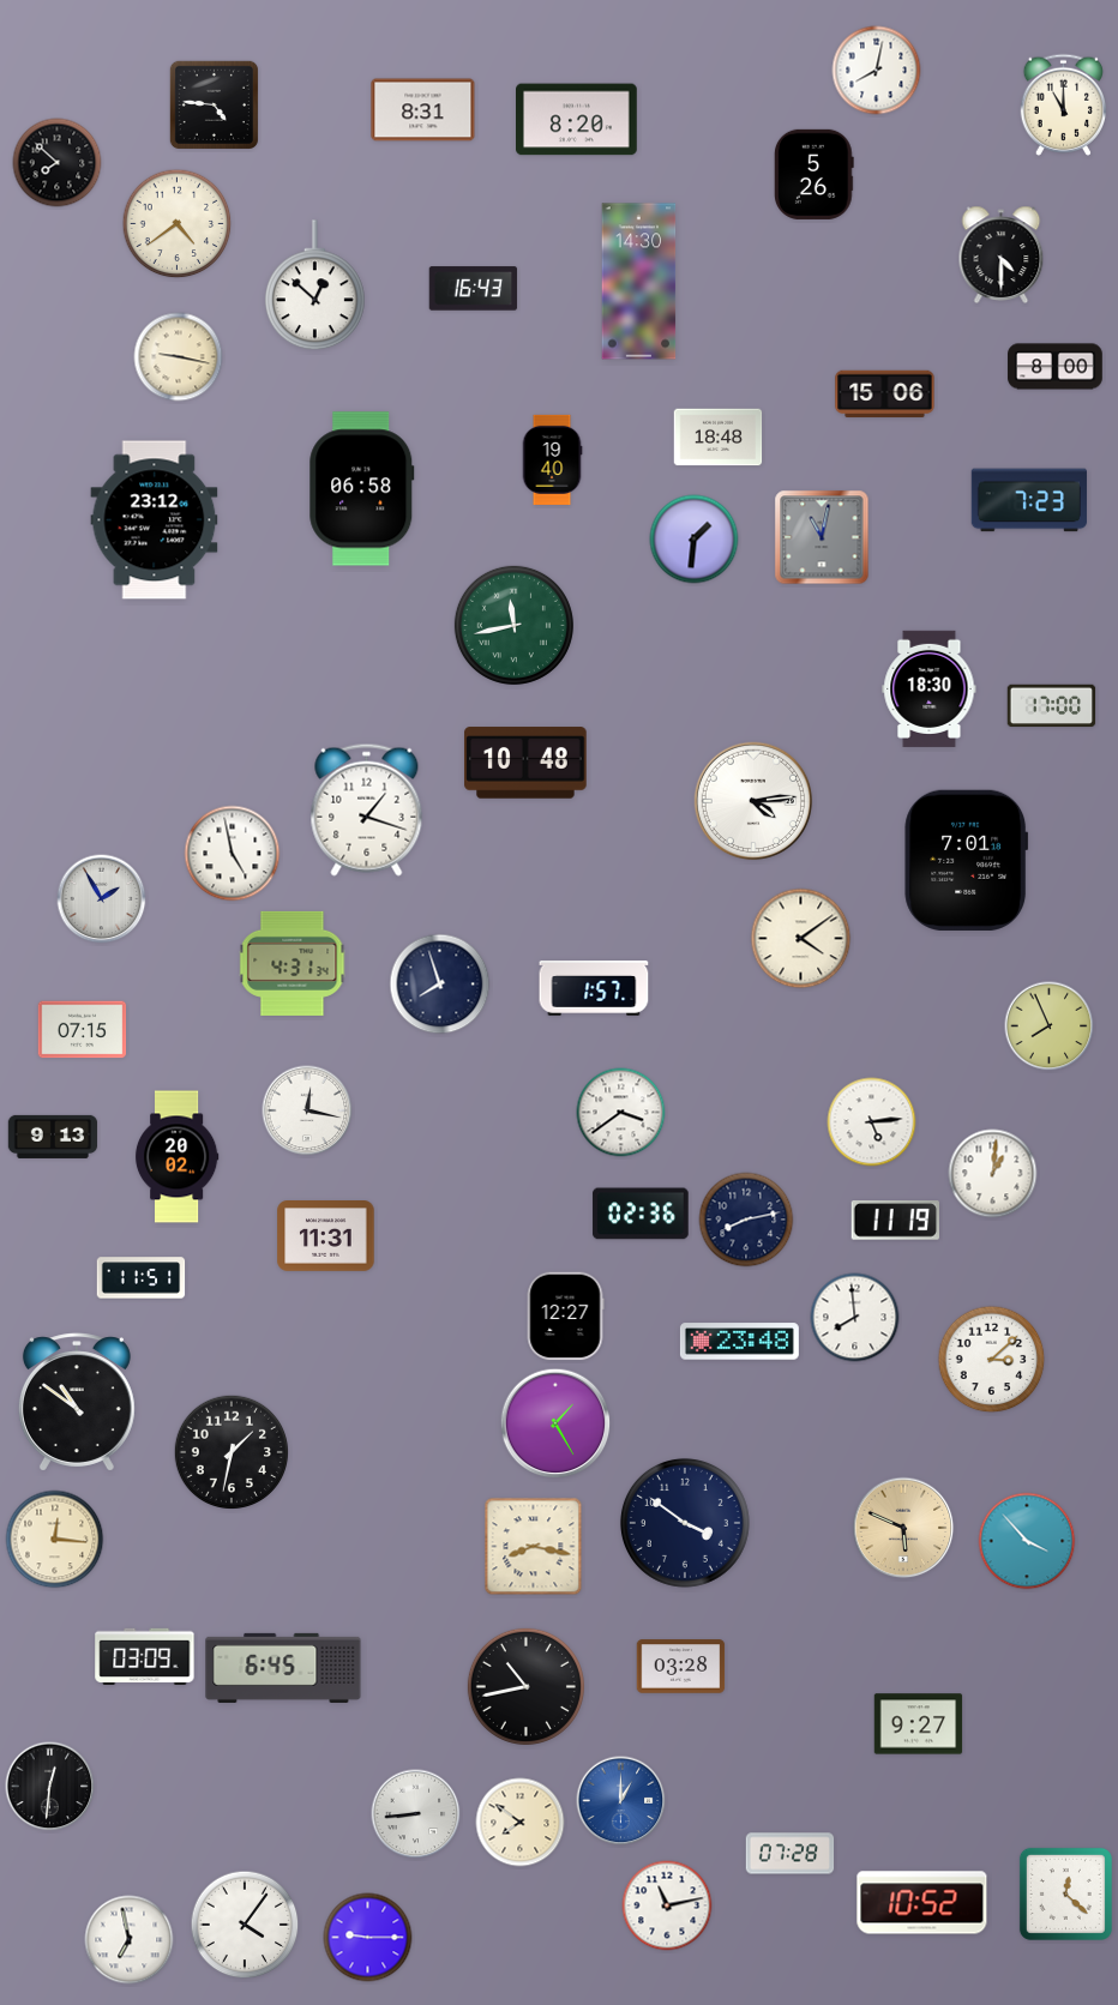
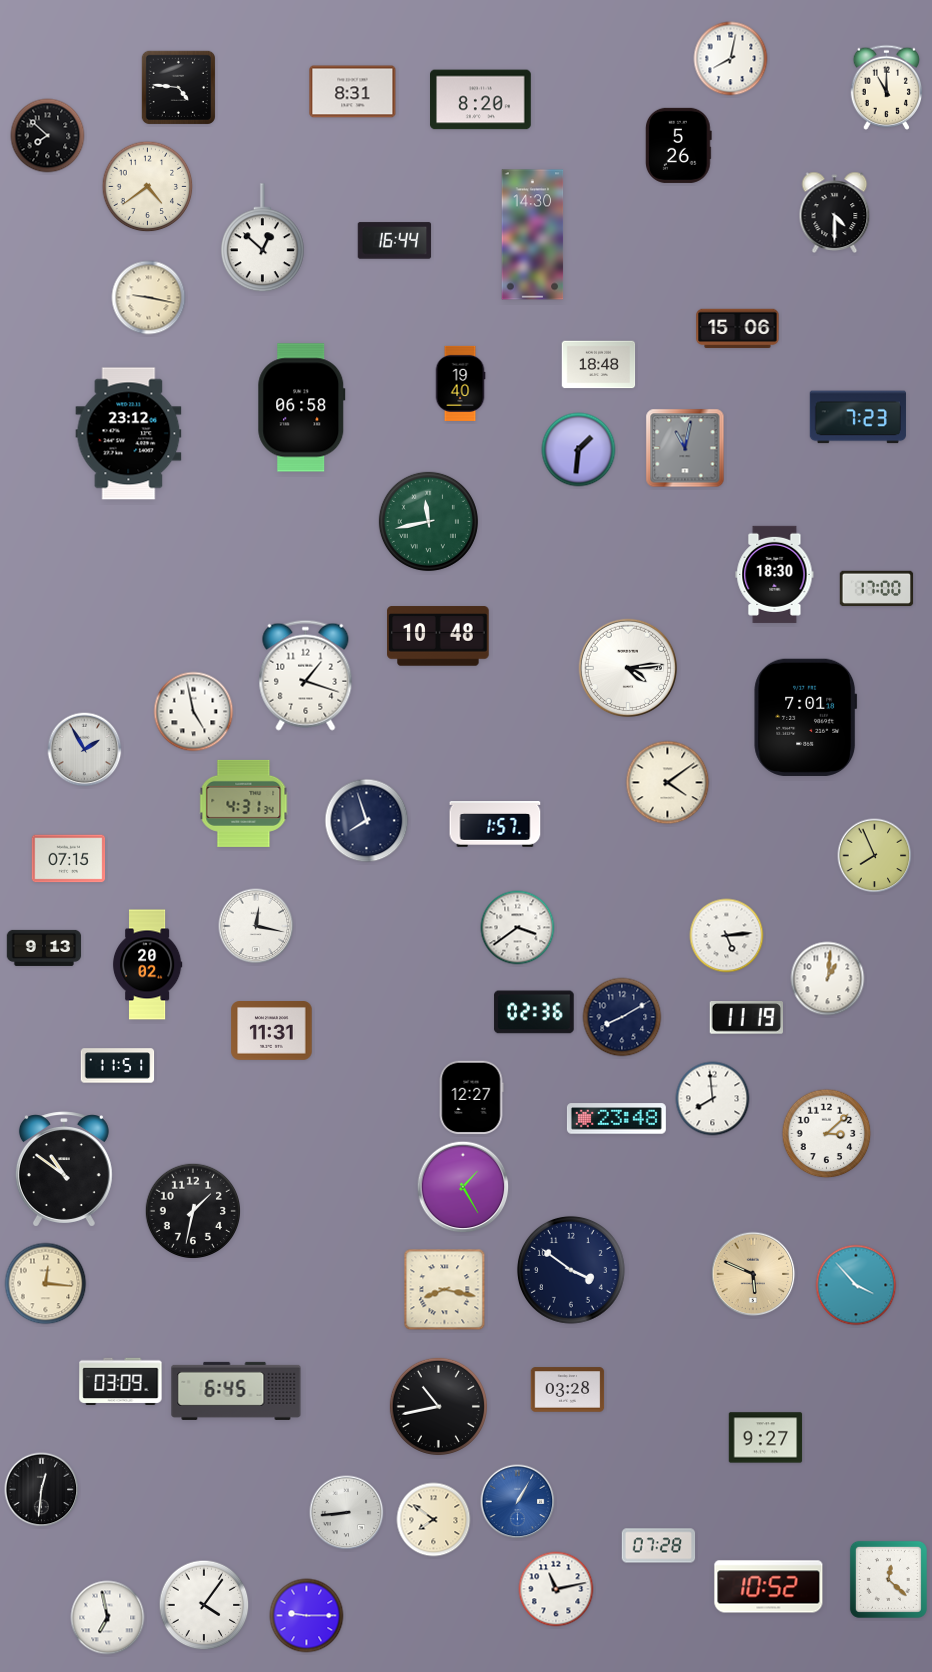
clock at (474, 289): 16:43 -> 16:44
clock at (1056, 367): 8:00 -> none
clock at (746, 1220): 8:13 -> 8:10
clock at (621, 1801): 1:00 -> 1:05
